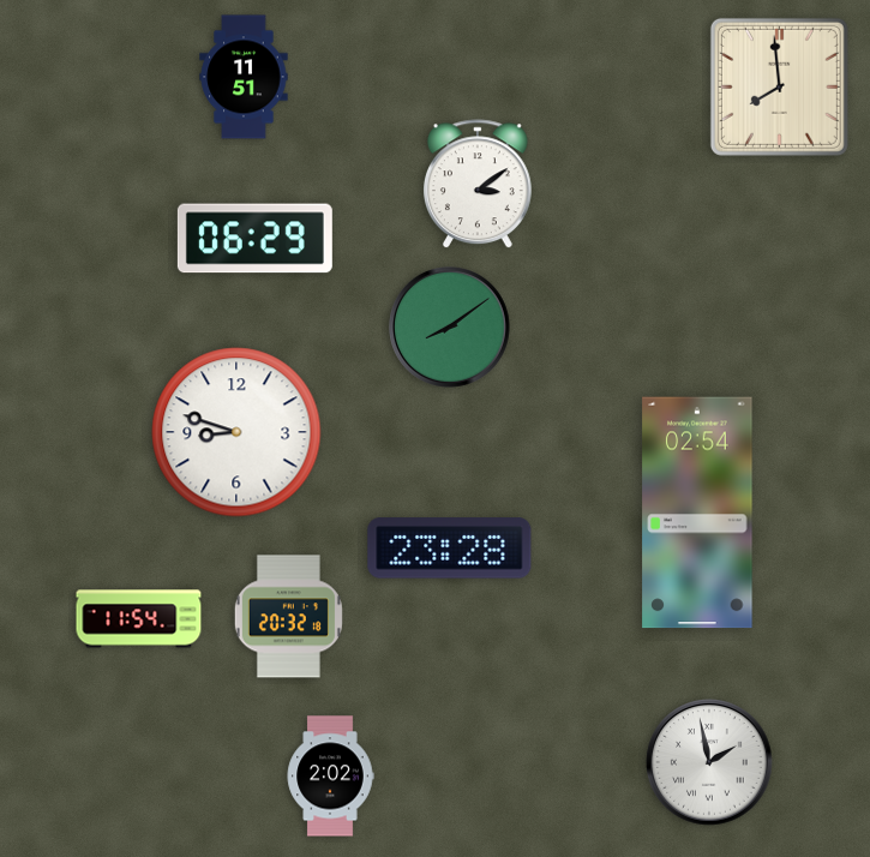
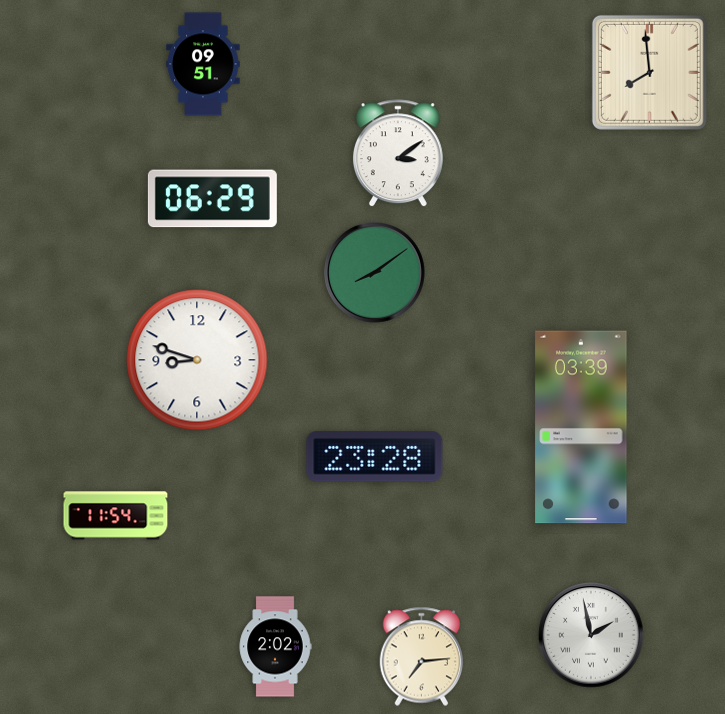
clock at (244, 77): 11:51 -> 09:51
clock at (697, 513): 02:54 -> 03:39
clock at (288, 617): 20:32 -> none
clock at (422, 657): none -> 7:14
